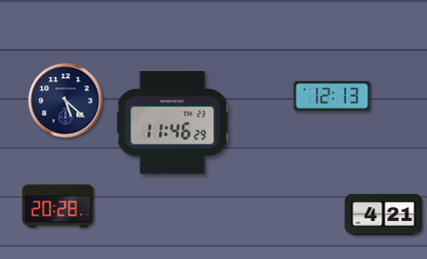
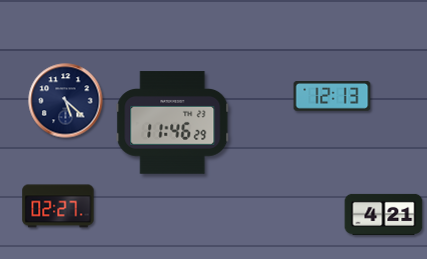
clock at (58, 206): 20:28 -> 02:27
